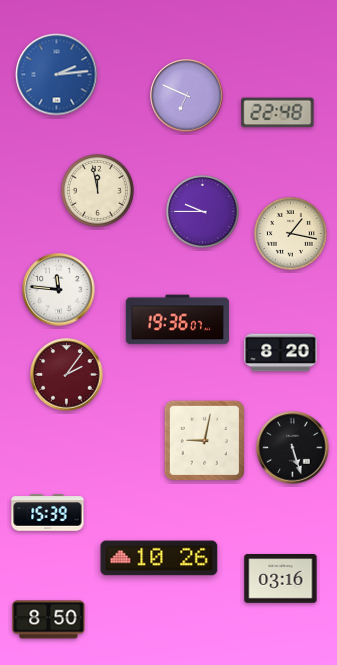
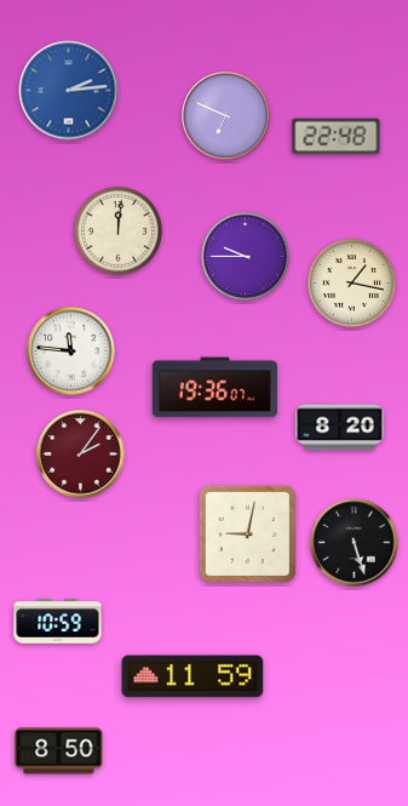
clock at (97, 190): 11:58 -> 12:01
clock at (48, 513): 15:39 -> 10:59
clock at (159, 558): 10:26 -> 11:59
clock at (281, 579): 03:16 -> none
